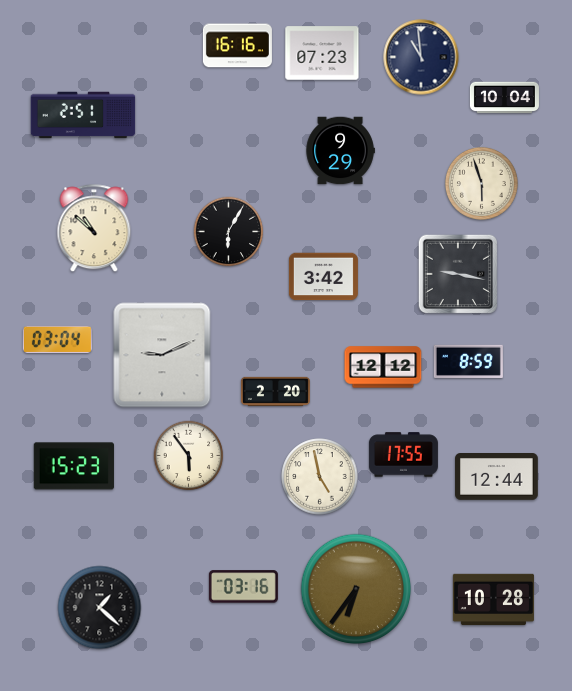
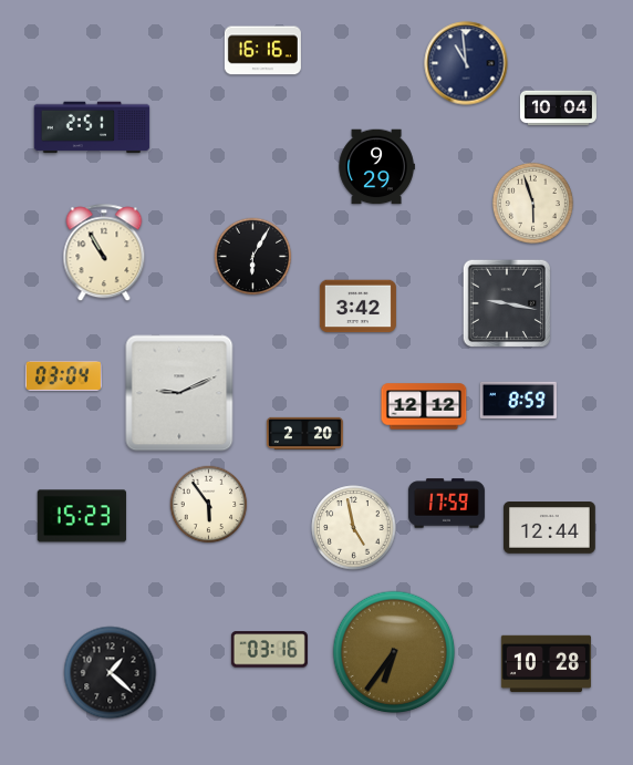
clock at (322, 53): 07:23 -> none
clock at (94, 229): 10:52 -> 10:55
clock at (403, 455): 17:55 -> 17:59
